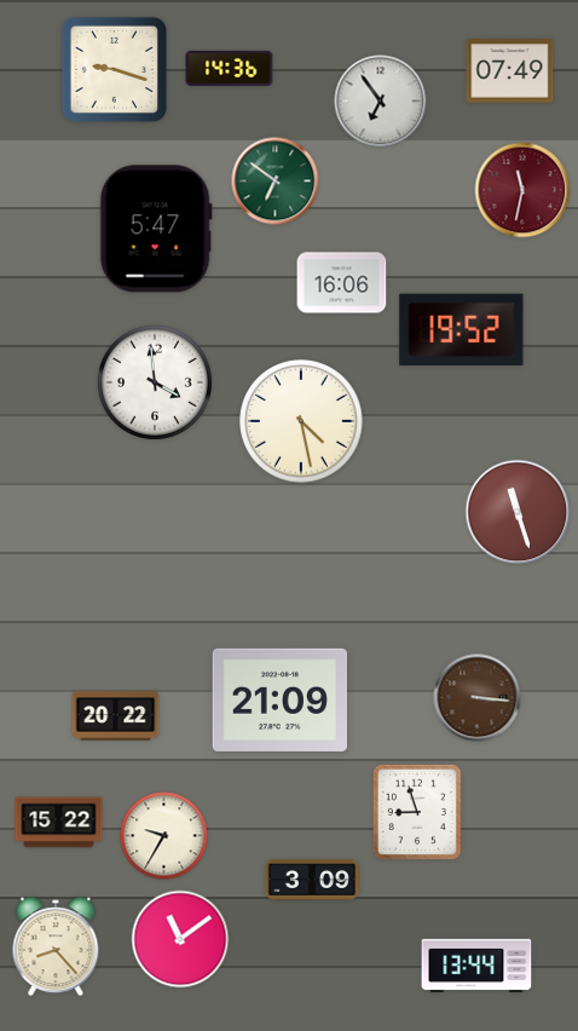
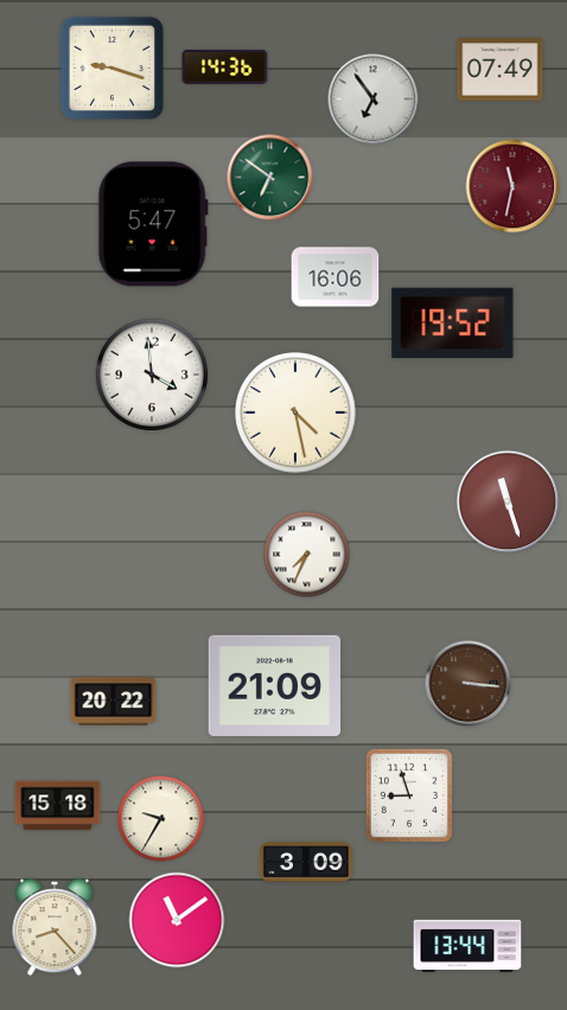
clock at (307, 555): none -> 7:34
clock at (59, 823): 15:22 -> 15:18
